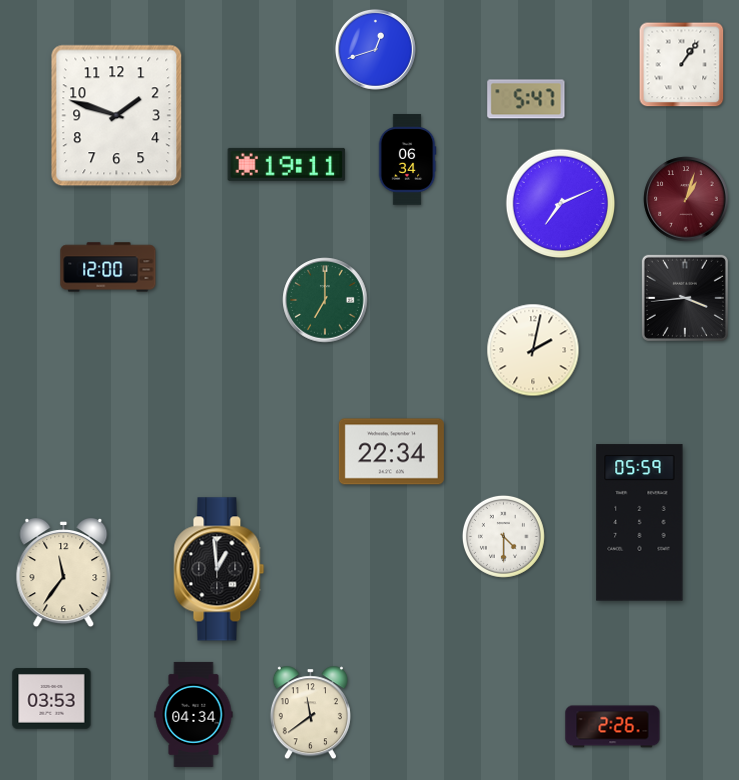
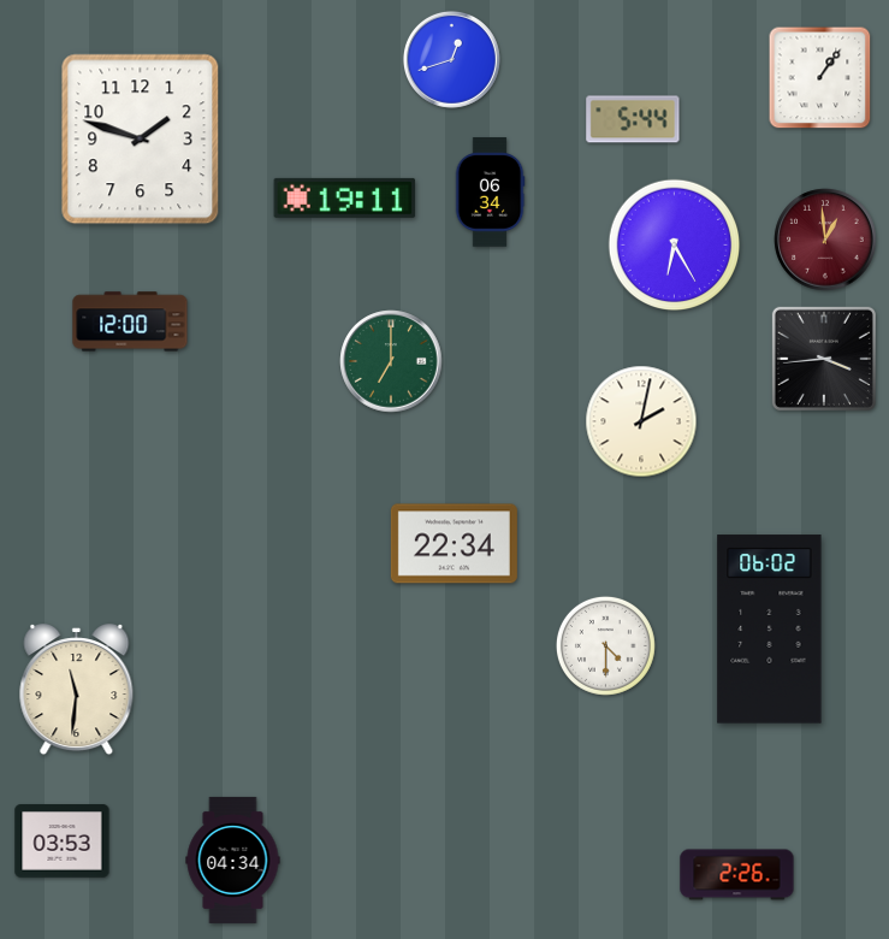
clock at (526, 99): 5:47 -> 5:44
clock at (686, 199): 1:03 -> 12:59
clock at (561, 204): 7:11 -> 6:25
clock at (391, 452) position: (391, 452) -> (454, 544)
clock at (640, 523): 05:59 -> 06:02
clock at (219, 569): 12:59 -> none
clock at (64, 574): 11:36 -> 11:31
clock at (310, 713): 11:39 -> none
